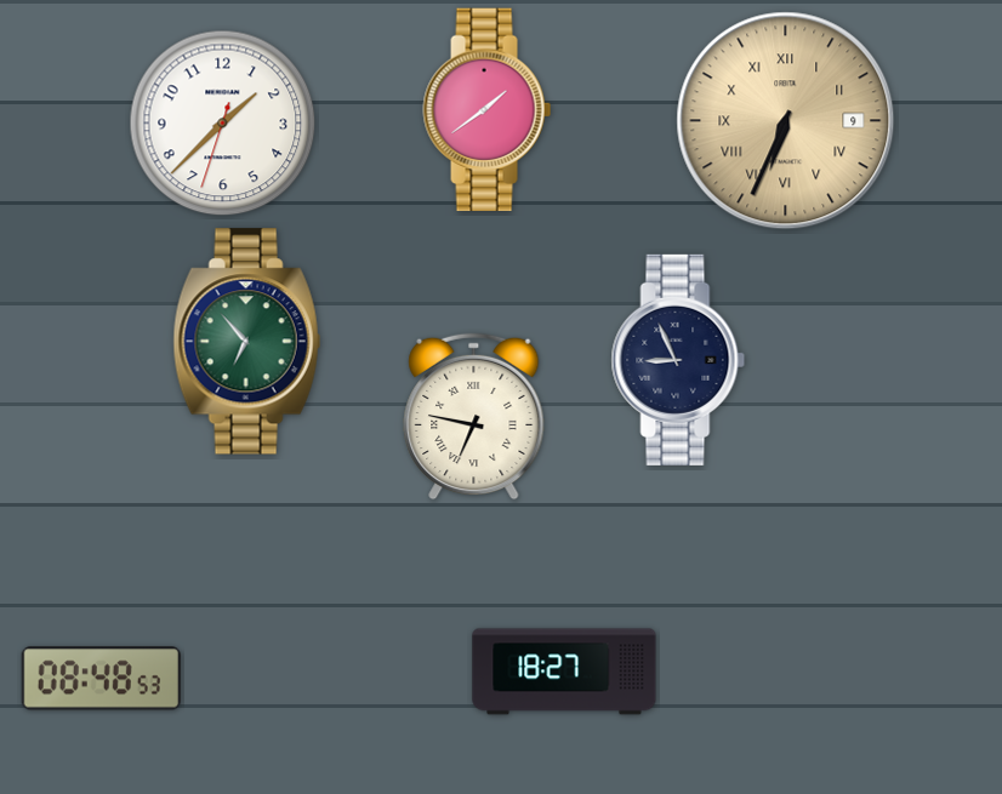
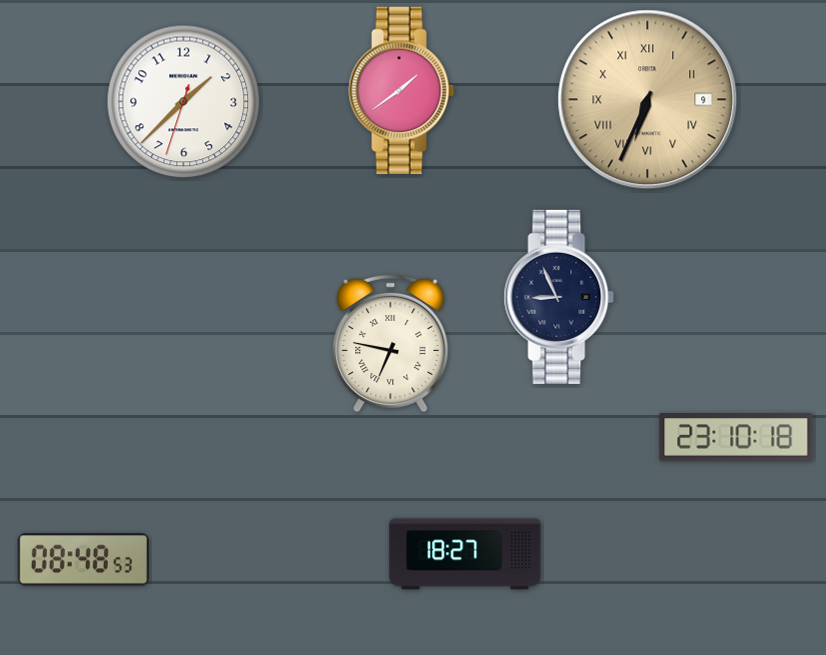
clock at (247, 342): 6:53 -> none
clock at (736, 437): none -> 23:10
